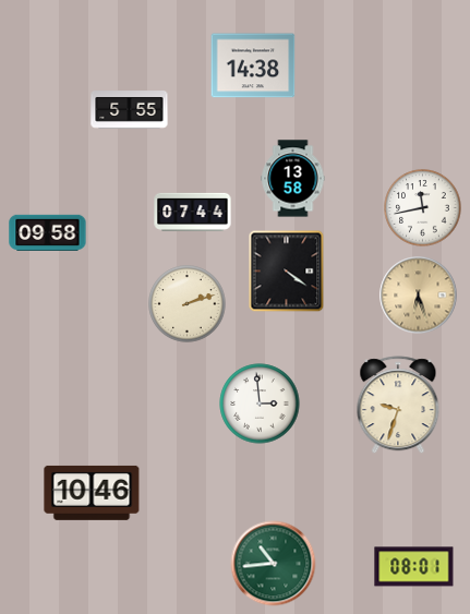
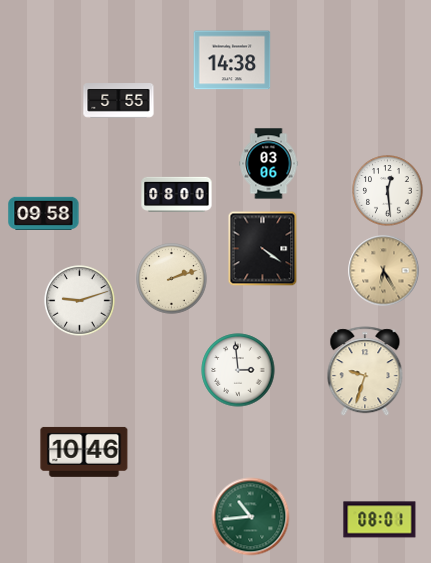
clock at (293, 179): 13:58 -> 03:06
clock at (423, 208): 11:43 -> 12:29
clock at (193, 212): 07:44 -> 08:00
clock at (419, 296): 6:27 -> 6:25
clock at (80, 301): none -> 9:12
